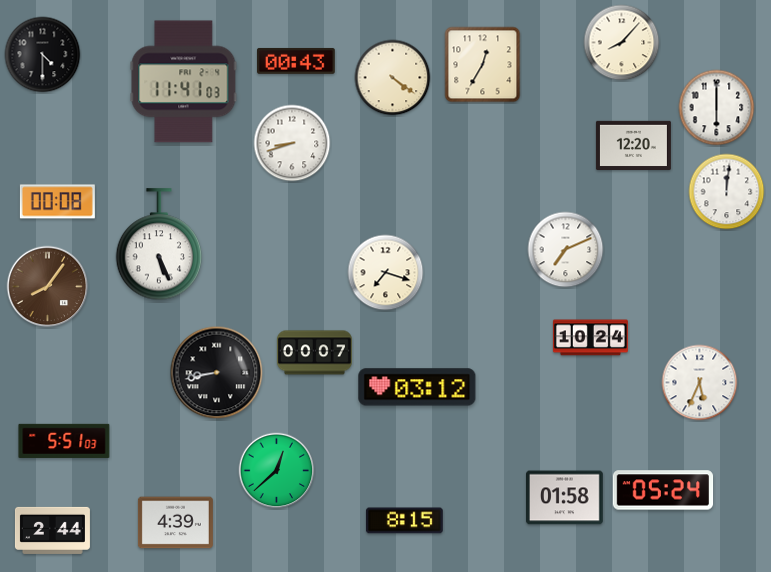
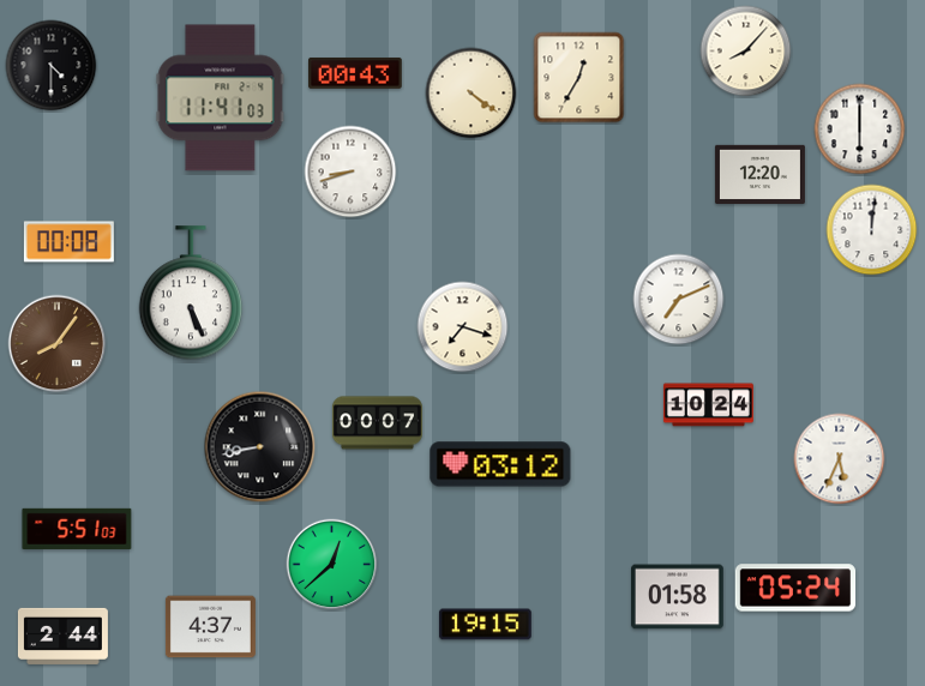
clock at (404, 521): 8:15 -> 19:15
clock at (175, 523): 4:39 -> 4:37
